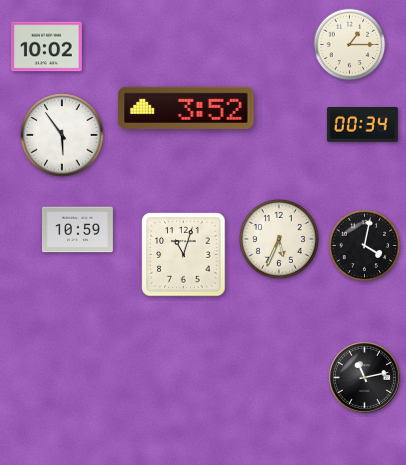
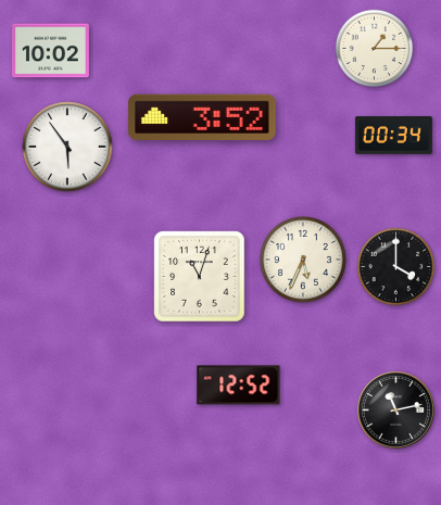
clock at (350, 45) position: (350, 45) -> (375, 49)
clock at (77, 230): 10:59 -> none
clock at (365, 246): 4:02 -> 4:00
clock at (239, 386): none -> 12:52
